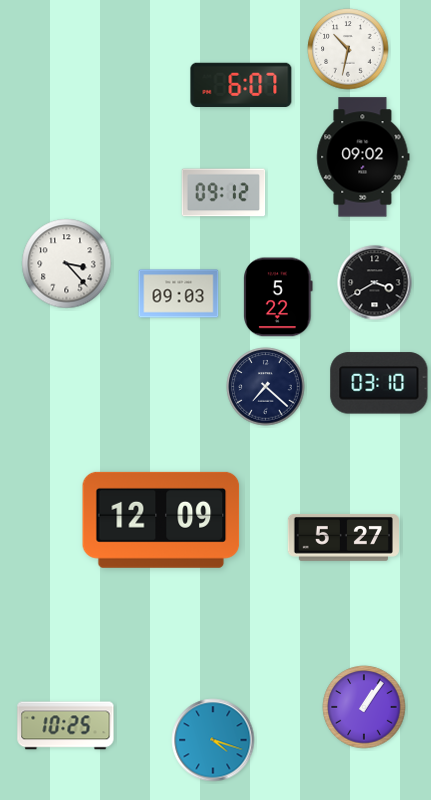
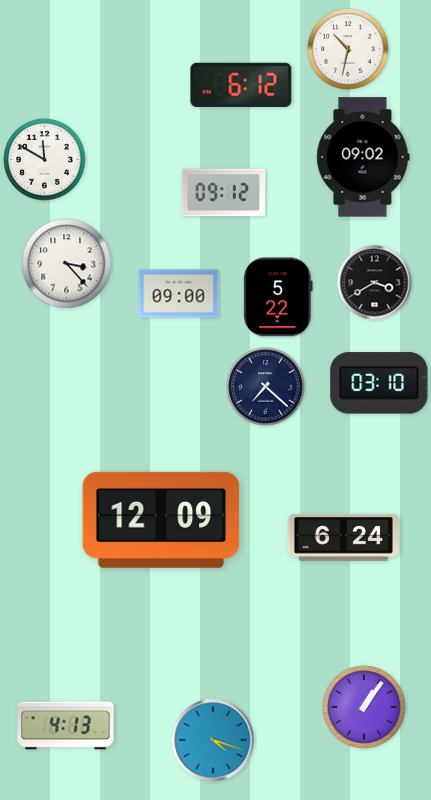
clock at (241, 84): 6:07 -> 6:12
clock at (45, 160): none -> 11:50
clock at (179, 294): 09:03 -> 09:00
clock at (343, 537): 5:27 -> 6:24
clock at (66, 726): 10:25 -> 4:13
